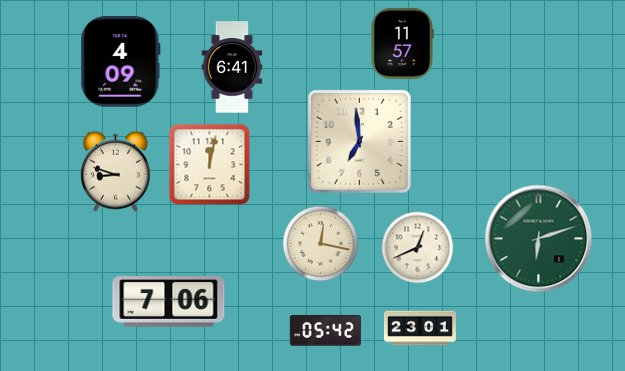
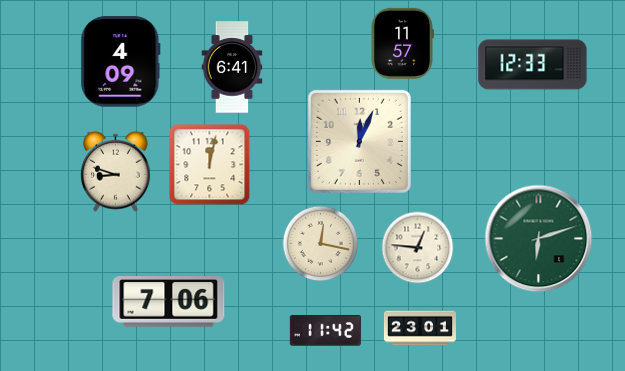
clock at (533, 65): none -> 12:33
clock at (359, 141): 6:59 -> 12:04
clock at (418, 248): 12:41 -> 12:46
clock at (325, 330): 05:42 -> 11:42
